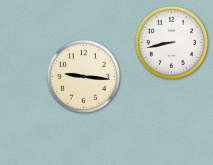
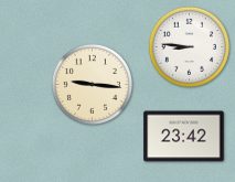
clock at (171, 42): 8:43 -> 8:46
clock at (184, 137): none -> 23:42
